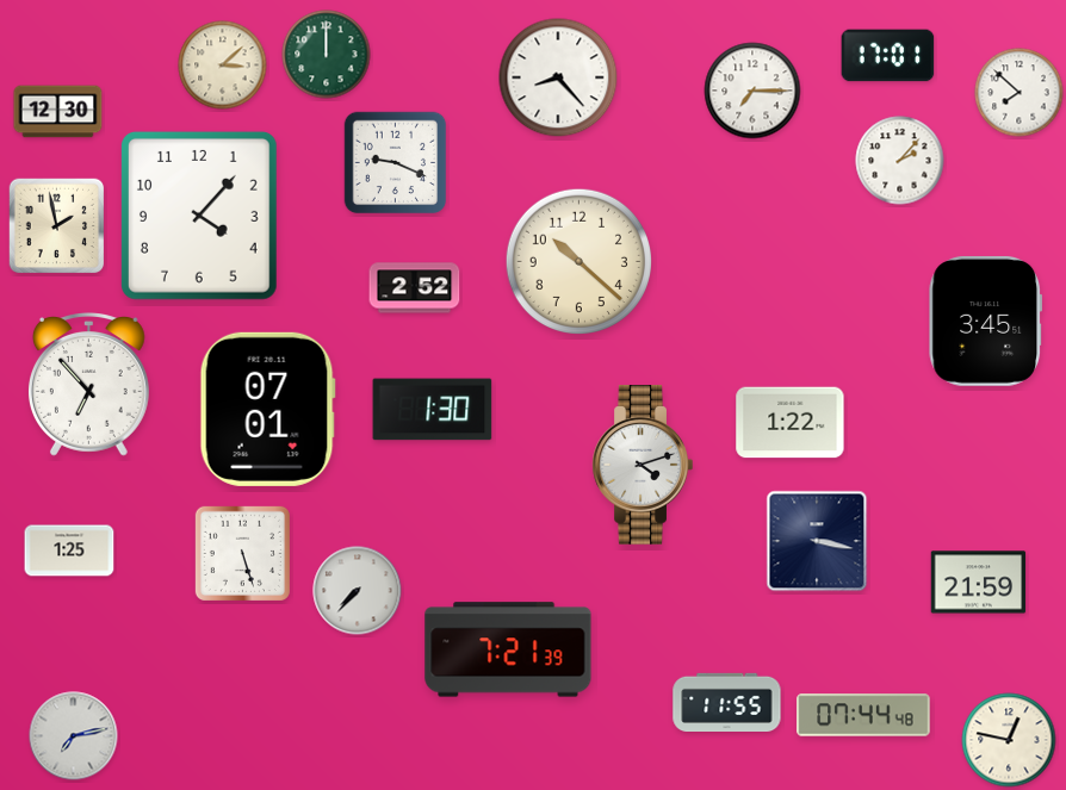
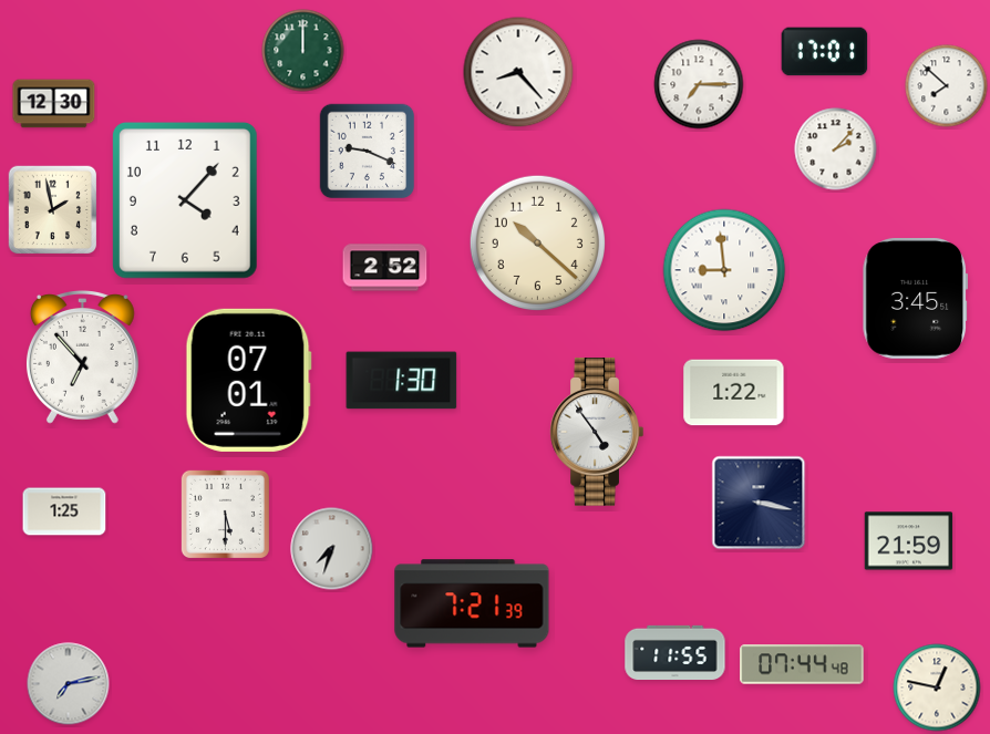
clock at (223, 66): 3:08 -> none
clock at (724, 270): none -> 8:59
clock at (643, 465): 4:12 -> 4:54
clock at (242, 553): 5:27 -> 5:30
clock at (358, 591): 7:37 -> 7:33
